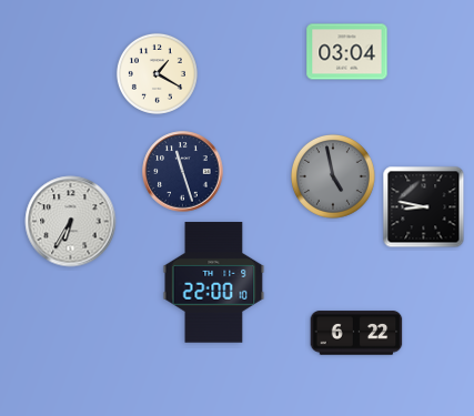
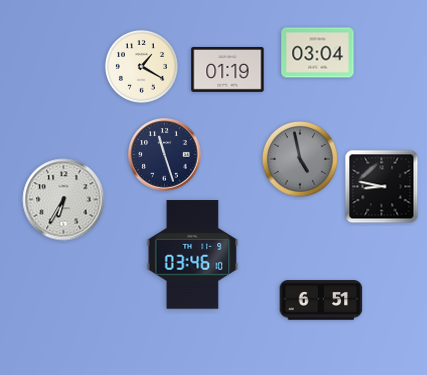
clock at (347, 52) position: (347, 52) -> (318, 53)
clock at (228, 70): none -> 01:19
clock at (214, 283): 22:00 -> 03:46
clock at (356, 333): 6:22 -> 6:51
